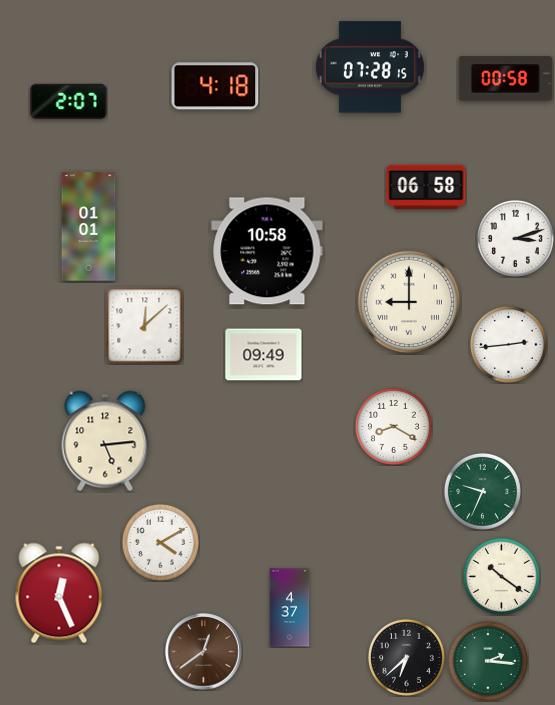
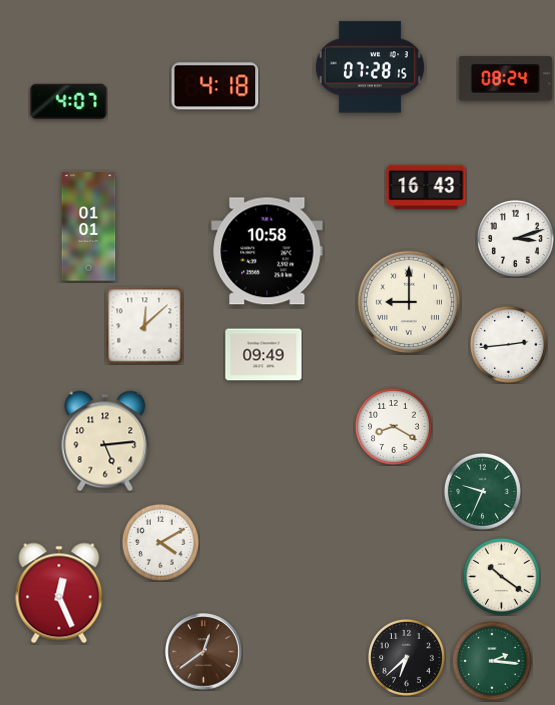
clock at (506, 79): 00:58 -> 08:24
clock at (69, 101): 2:07 -> 4:07
clock at (426, 187): 06:58 -> 16:43
clock at (290, 608): 4:37 -> none
clock at (488, 661) position: (488, 661) -> (492, 661)
